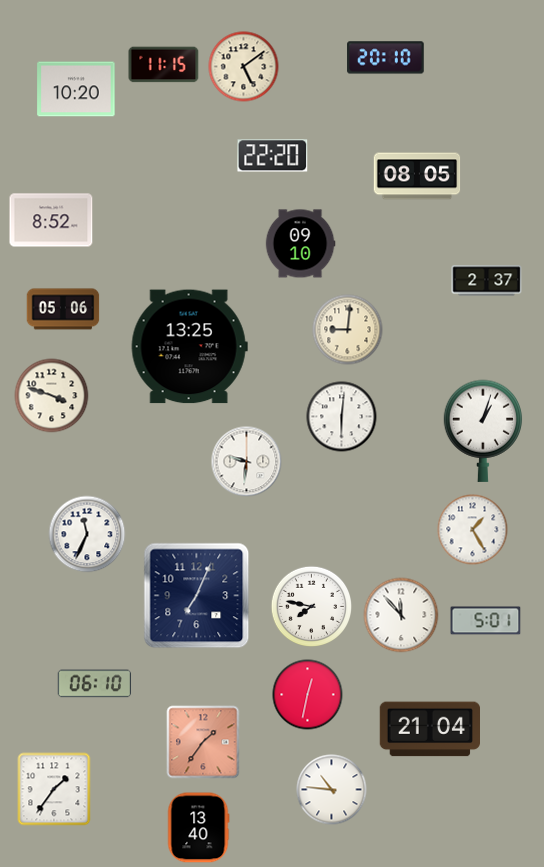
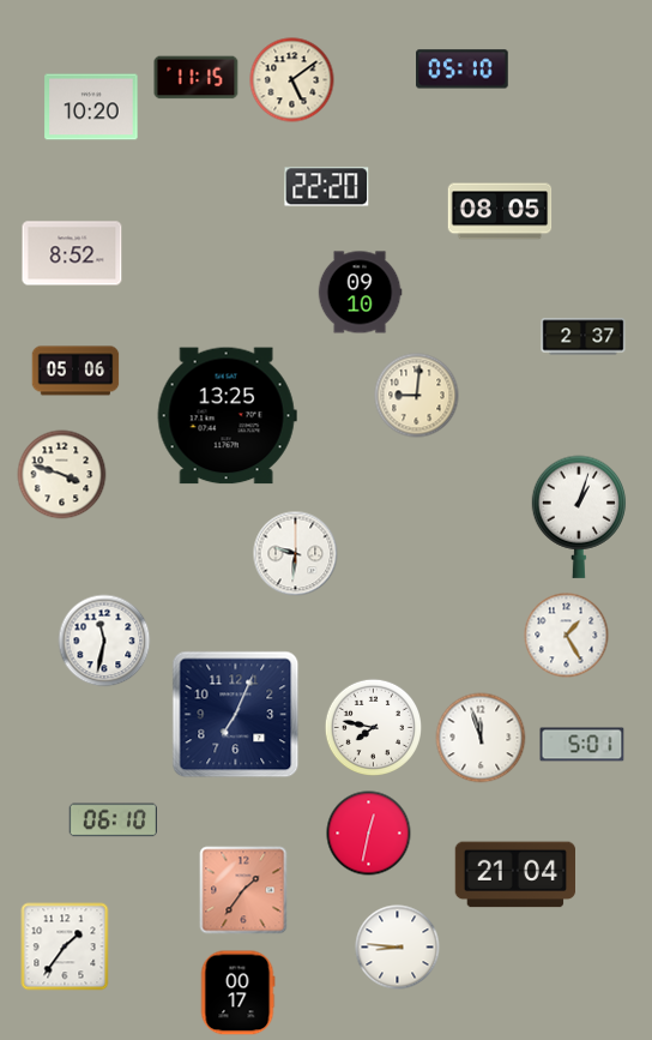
clock at (386, 58): 20:10 -> 05:10
clock at (51, 220) position: (51, 220) -> (72, 253)
clock at (342, 417): 6:01 -> none
clock at (87, 534): 11:34 -> 11:32
clock at (401, 615): 11:53 -> 11:57
clock at (332, 790): 10:46 -> 8:46
clock at (198, 828): 13:40 -> 00:17
